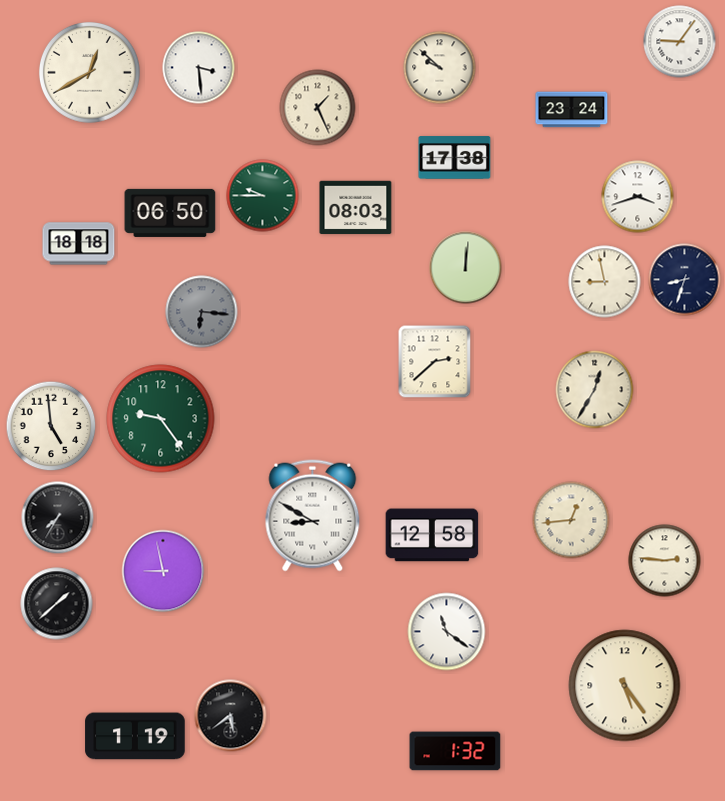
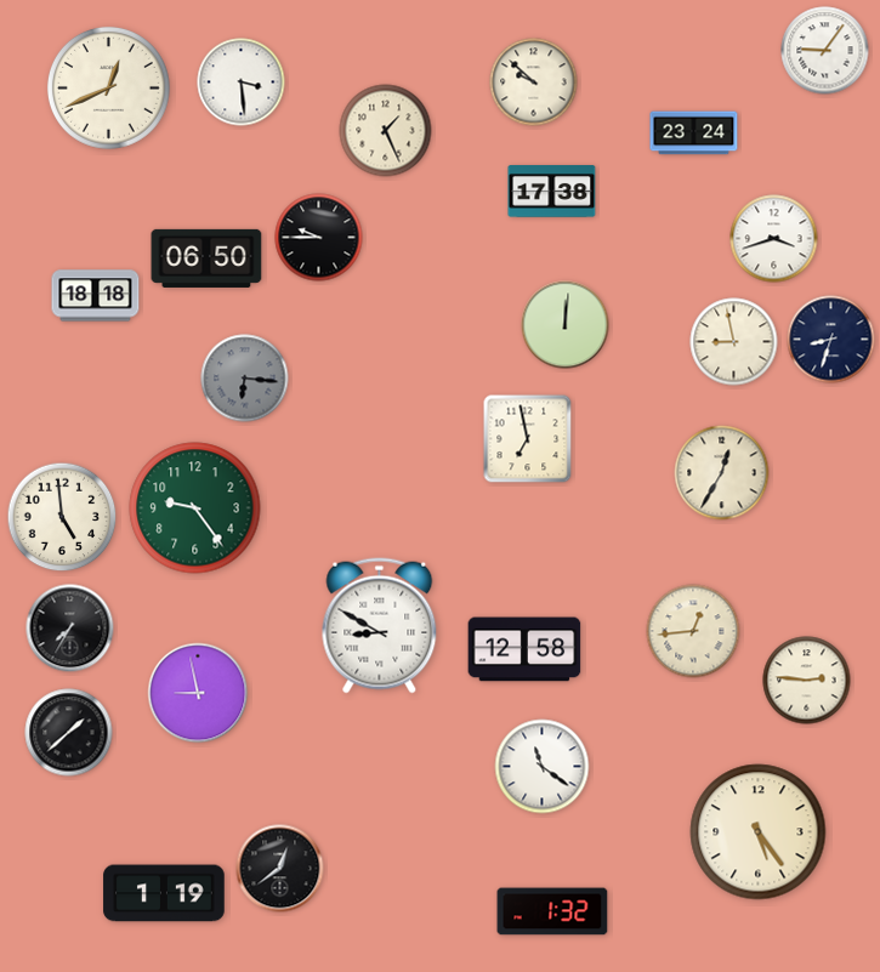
clock at (89, 72): 12:40 -> 12:41
clock at (263, 196) dial: green -> black
clock at (356, 208): 08:03 -> none
clock at (435, 362): 2:38 -> 6:58
clock at (231, 716): 5:39 -> 12:39
